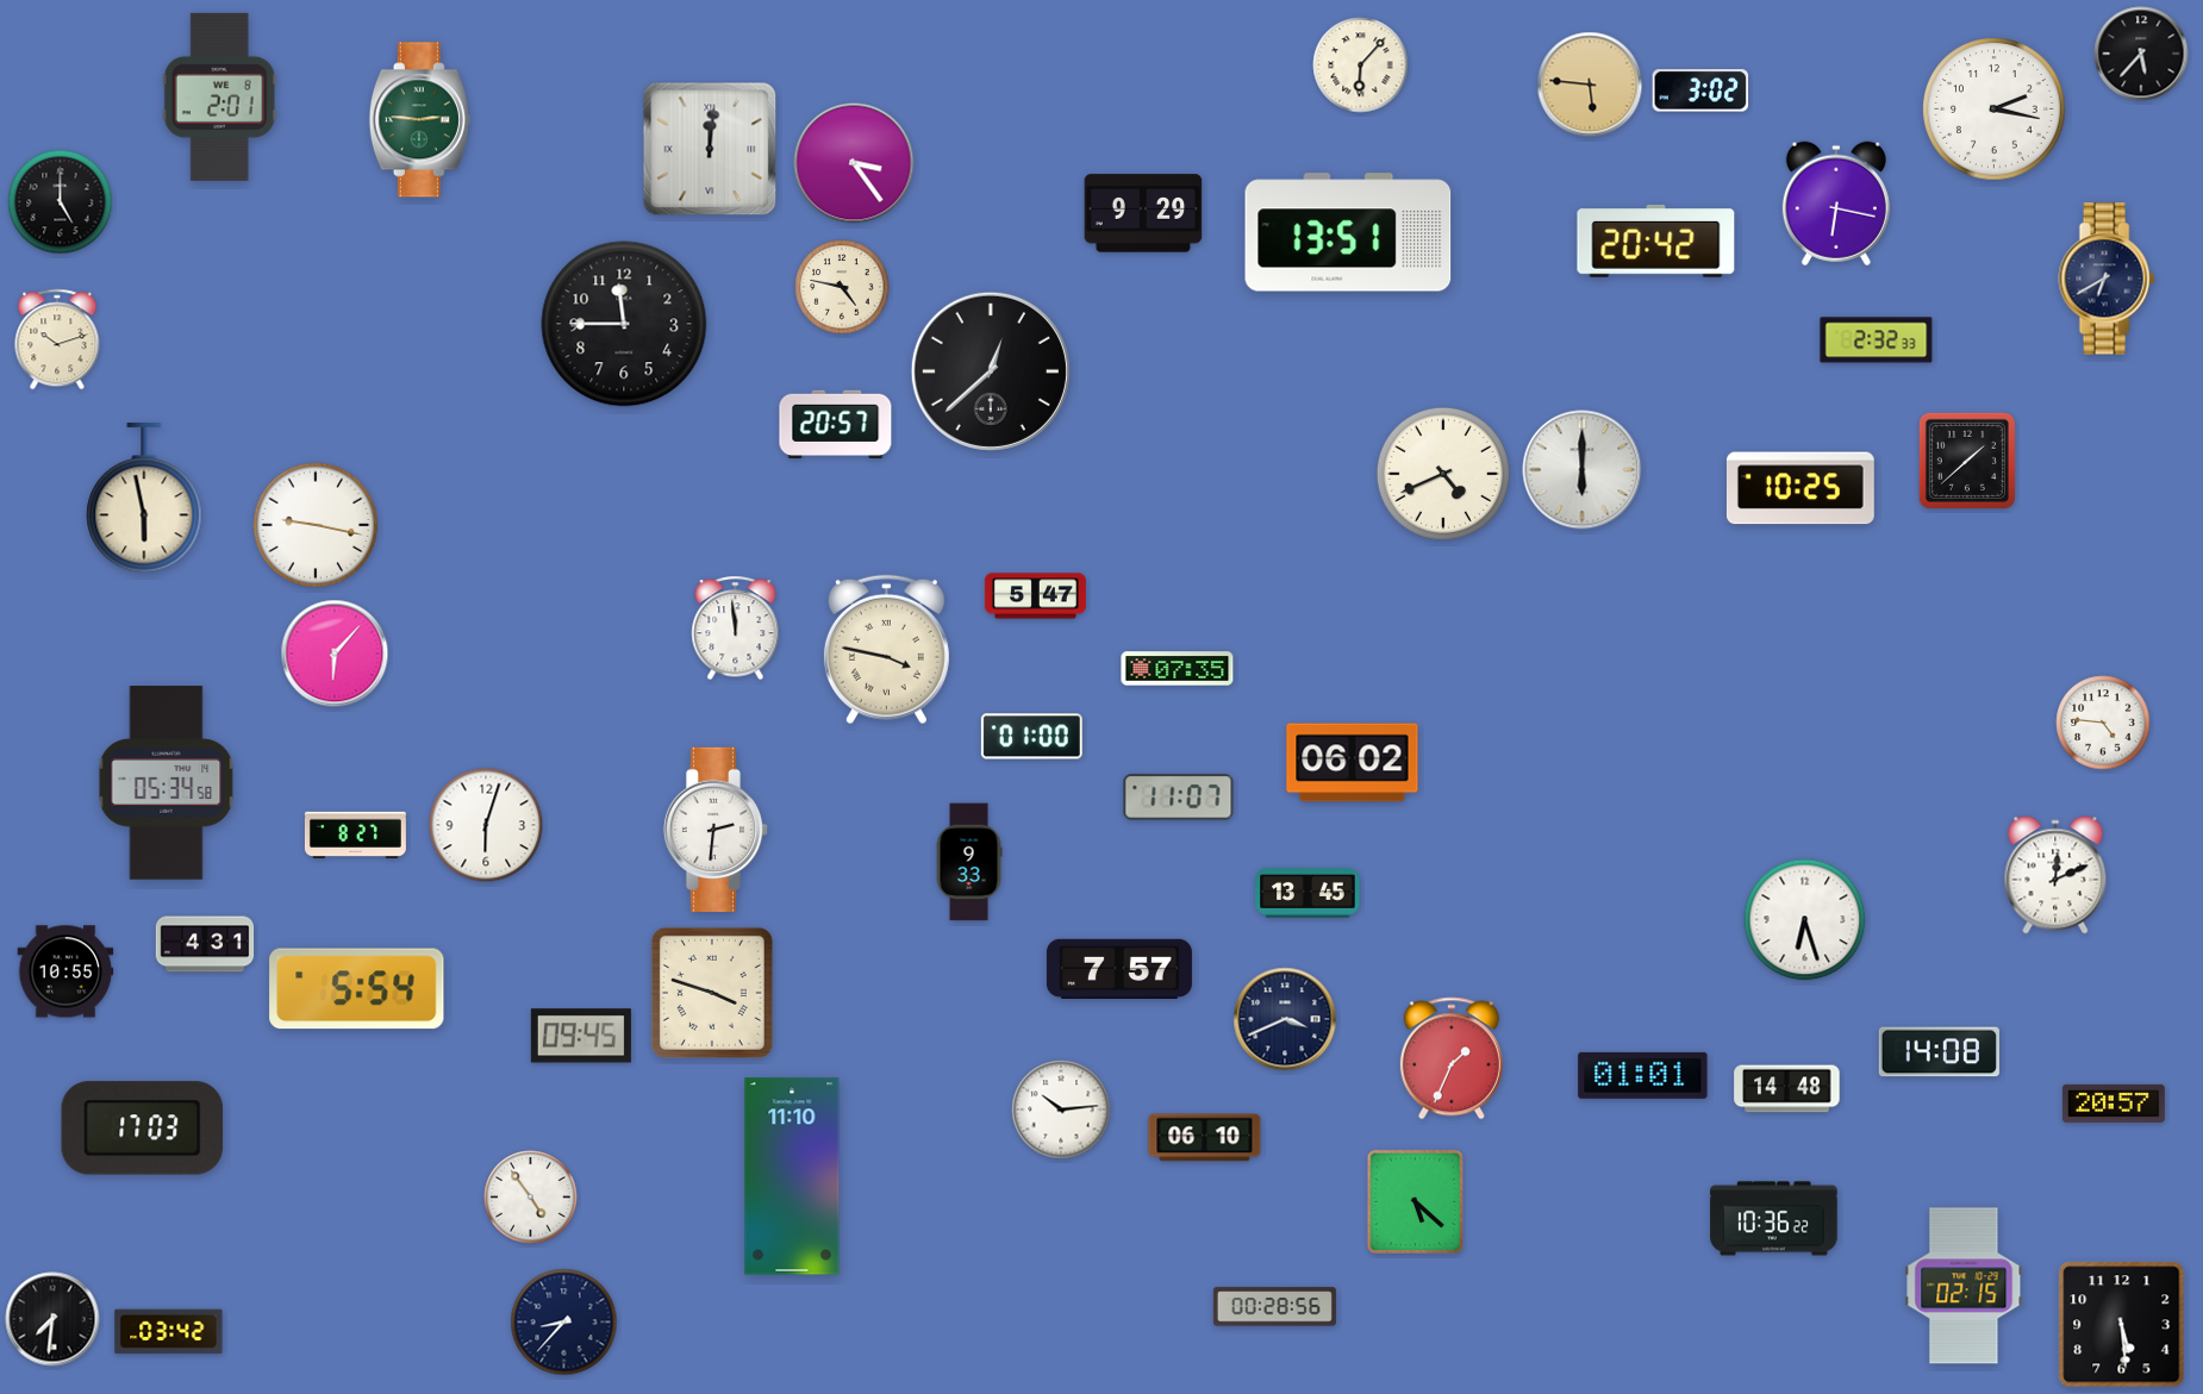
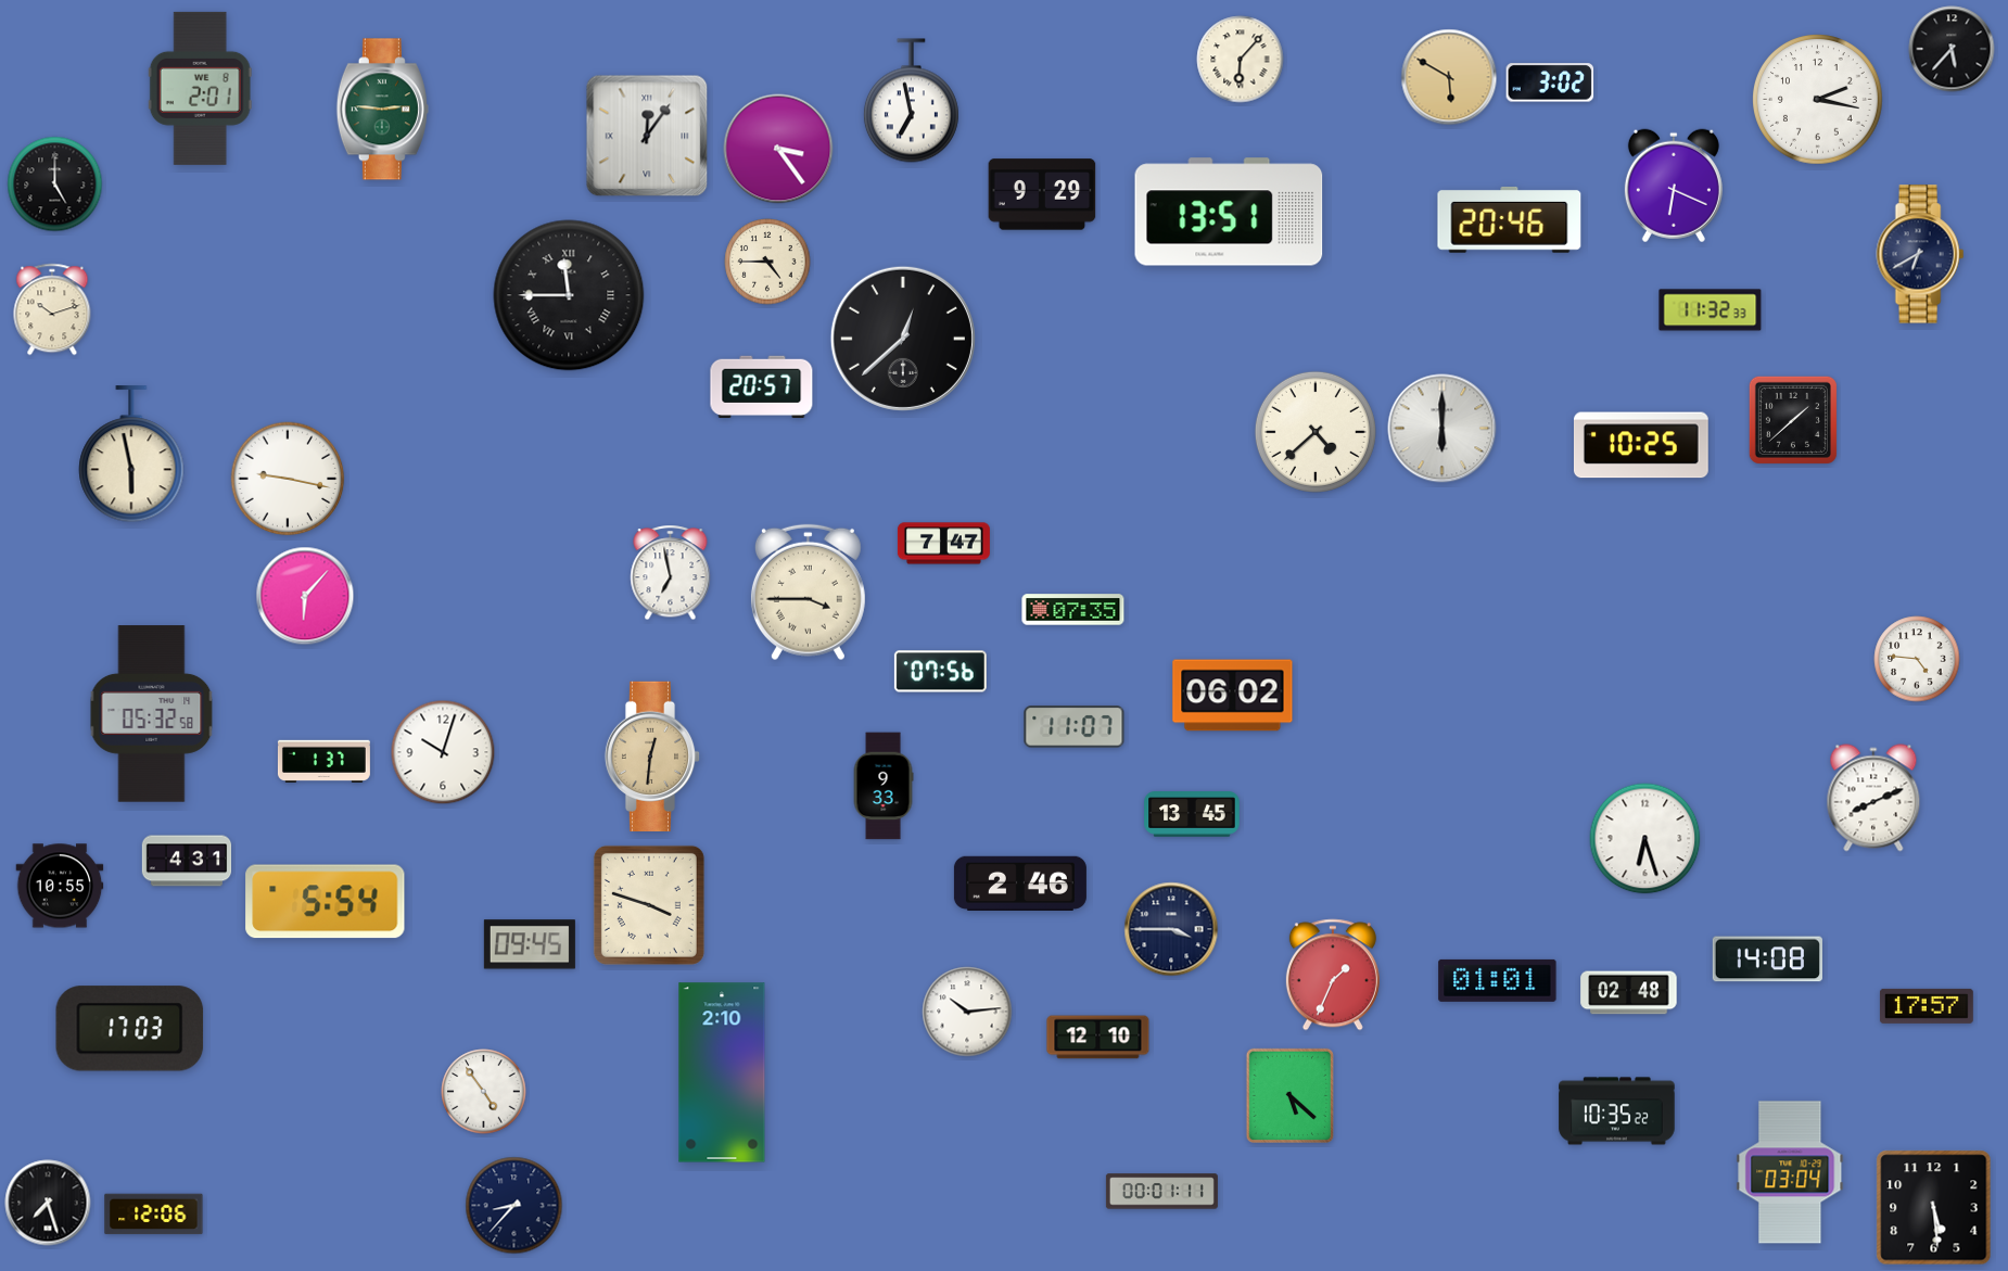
clock at (1590, 85): 5:46 -> 5:50
clock at (911, 101): none -> 6:58
clock at (710, 149): 12:01 -> 12:06
clock at (1836, 204): 6:17 -> 6:19
clock at (1656, 240): 20:42 -> 20:46
clock at (842, 287): 4:47 -> 4:45
clock at (624, 324) numerals: Arabic -> Roman
clock at (1877, 340): 2:32 -> 11:32
clock at (1443, 474): 4:41 -> 4:38
clock at (1035, 596): 5:47 -> 7:47
clock at (736, 629): 11:59 -> 6:58
clock at (886, 650): 3:47 -> 3:45
clock at (1031, 737): 01:00 -> 07:56
clock at (167, 783): 05:34 -> 05:32
clock at (486, 825): 6:03 -> 10:03
clock at (716, 829): 2:31 -> 12:31
clock at (716, 829) dial: white -> champagne
clock at (355, 834): 8:27 -> 1:37
clock at (2055, 875): 12:11 -> 8:11
clock at (1119, 969): 7:57 -> 2:46
clock at (1285, 1019): 3:41 -> 3:45
clock at (1452, 1058) position: (1452, 1058) -> (1333, 975)
clock at (1787, 1089): 14:48 -> 02:48
clock at (2114, 1104): 20:57 -> 17:57
clock at (1205, 1138): 06:10 -> 12:10
clock at (792, 1176): 11:10 -> 2:10
clock at (1774, 1219): 10:36 -> 10:35
clock at (1964, 1286): 02:15 -> 03:04
clock at (1274, 1307): 00:28 -> 00:01
clock at (52, 1319): 7:31 -> 7:27
clock at (169, 1332): 03:42 -> 12:06
